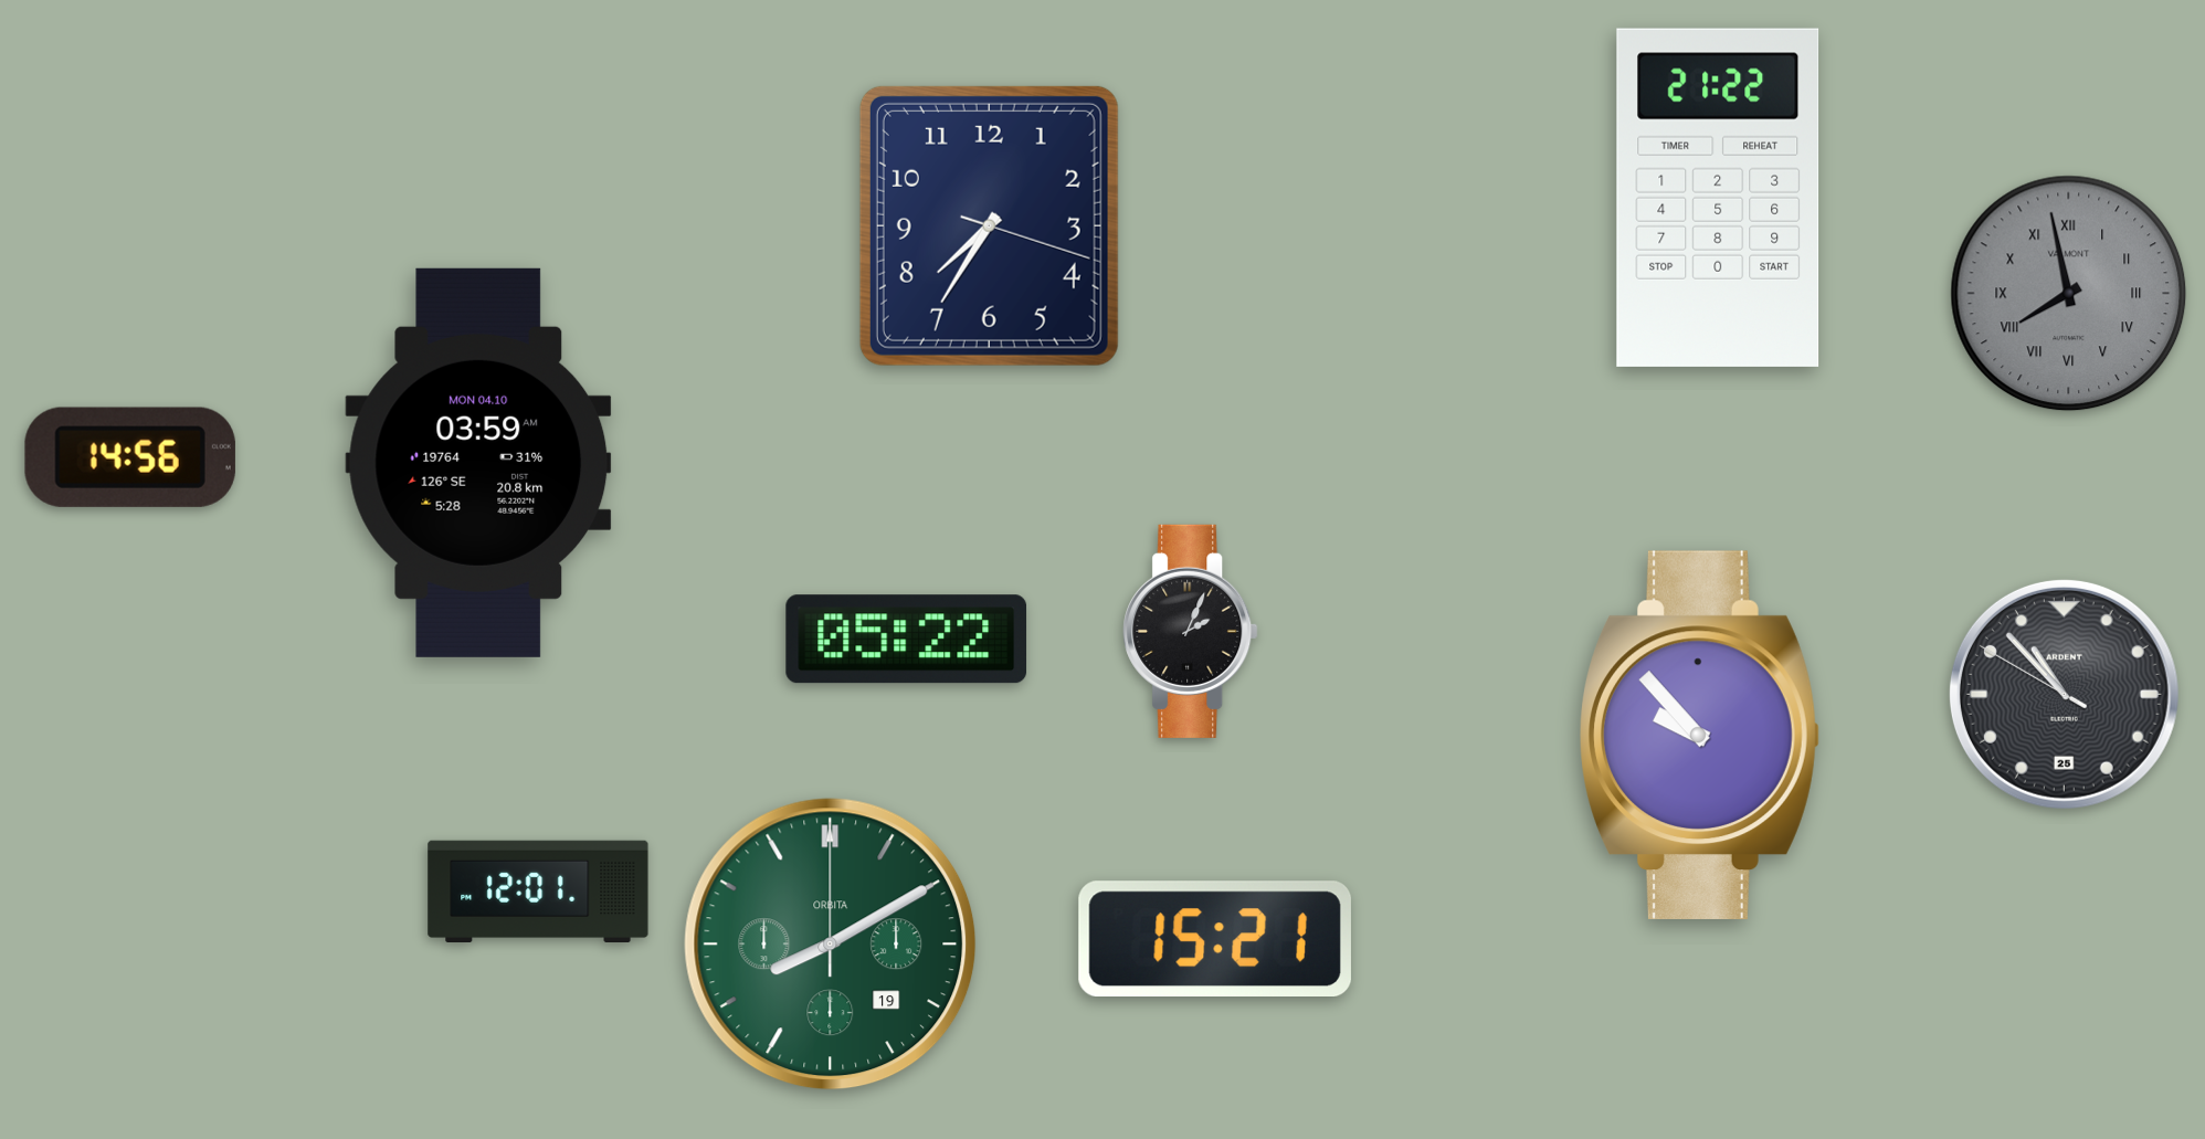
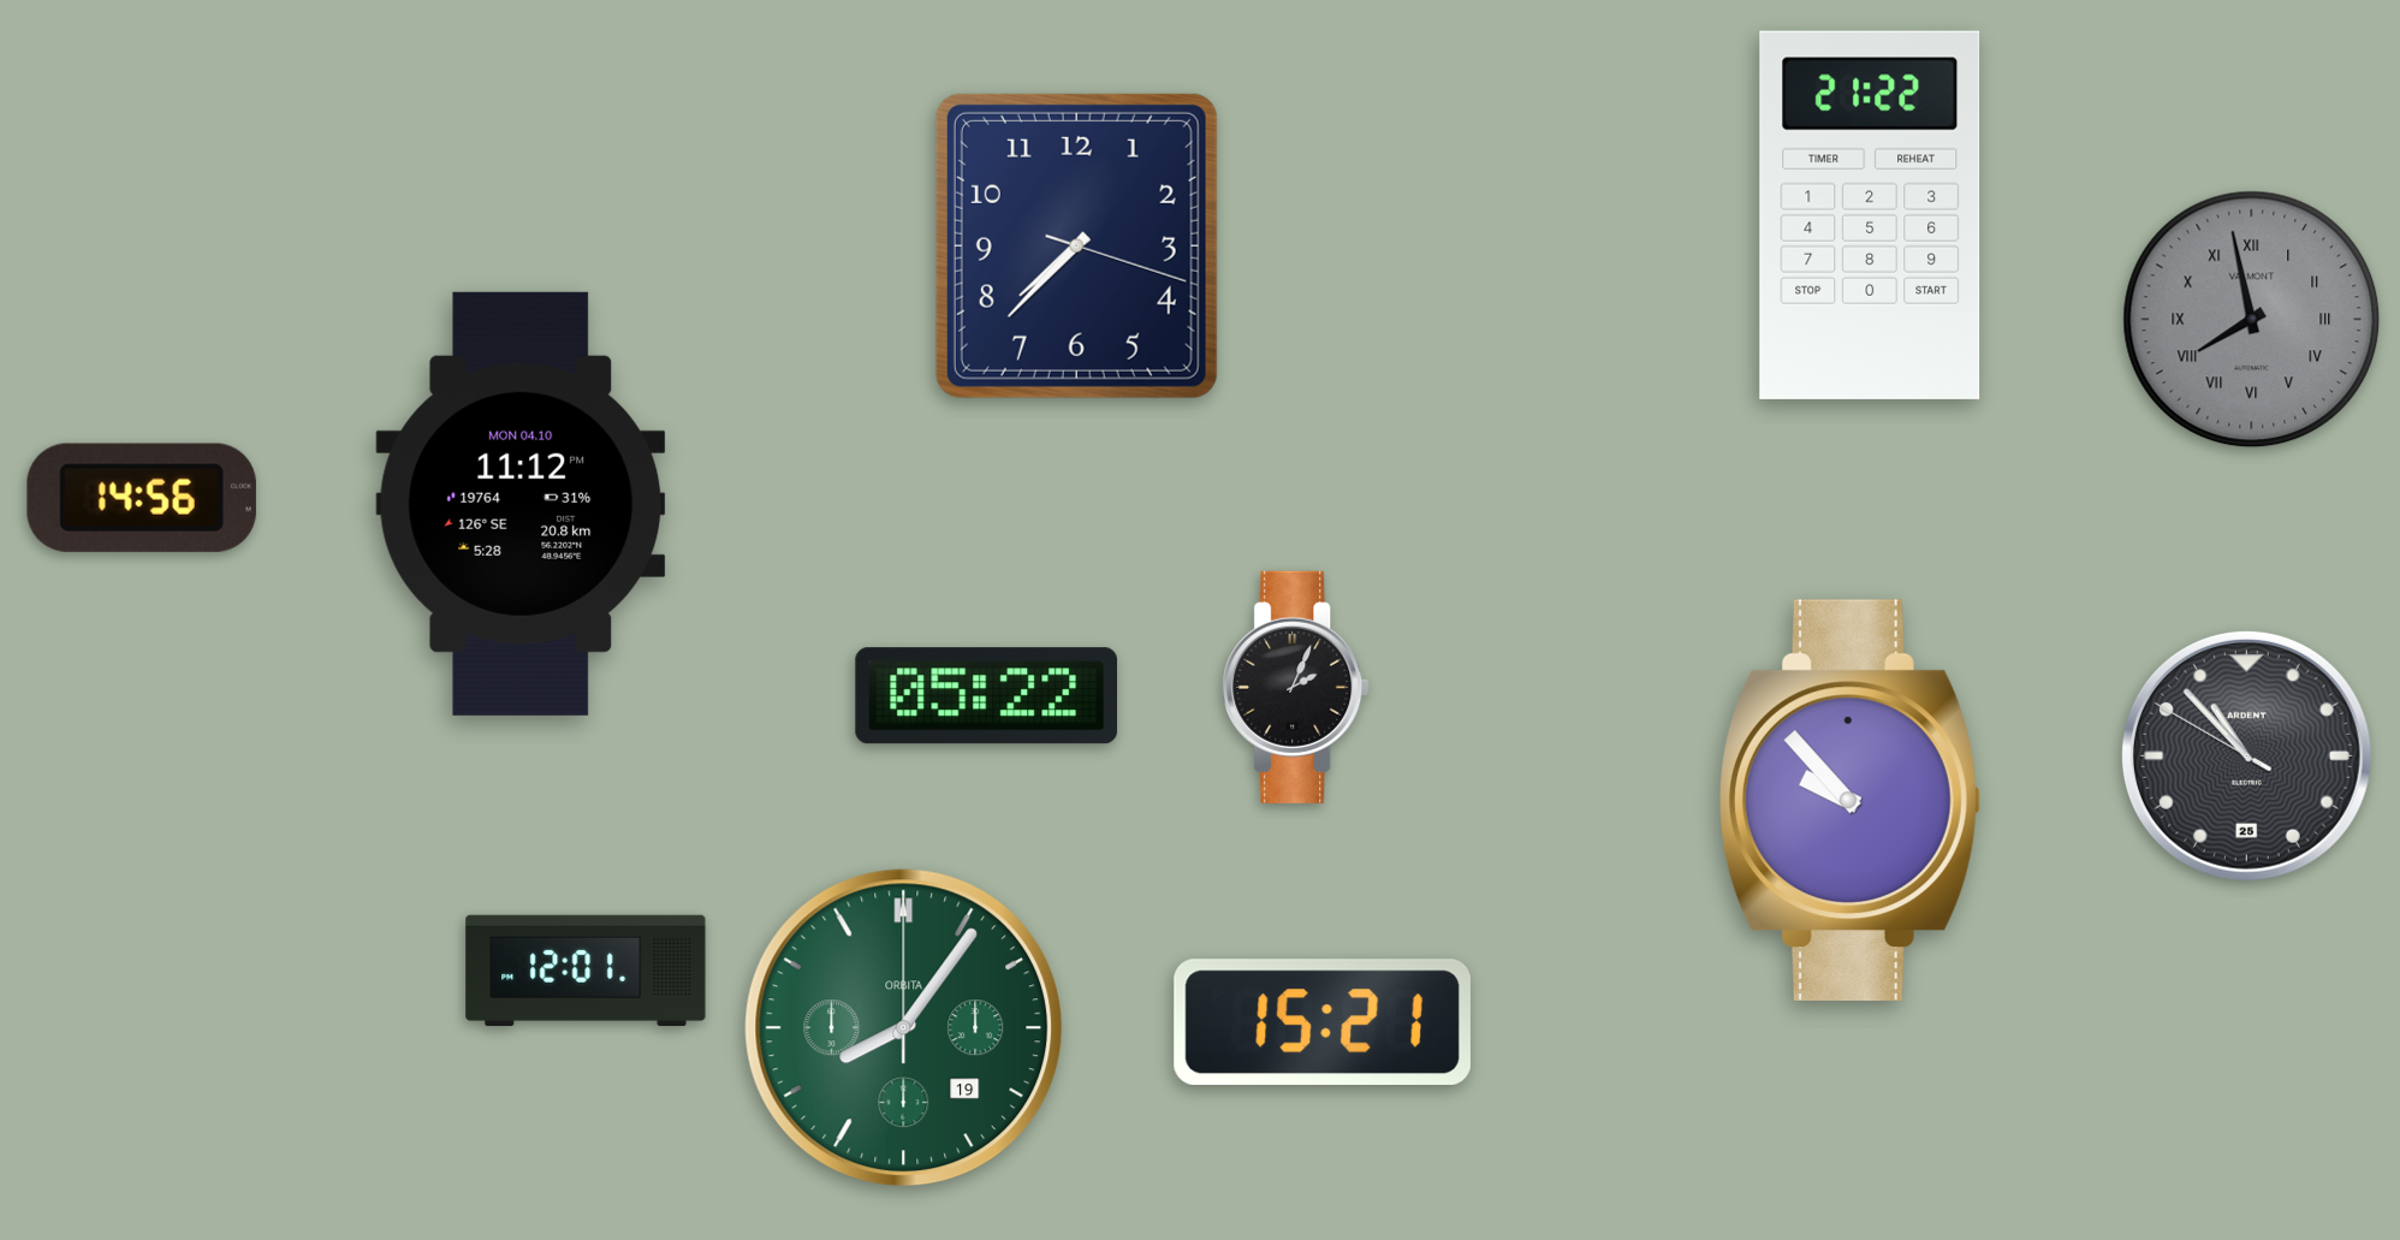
clock at (989, 225): 7:35 -> 7:37
clock at (478, 463): 03:59 -> 11:12
clock at (831, 945): 8:10 -> 8:06
